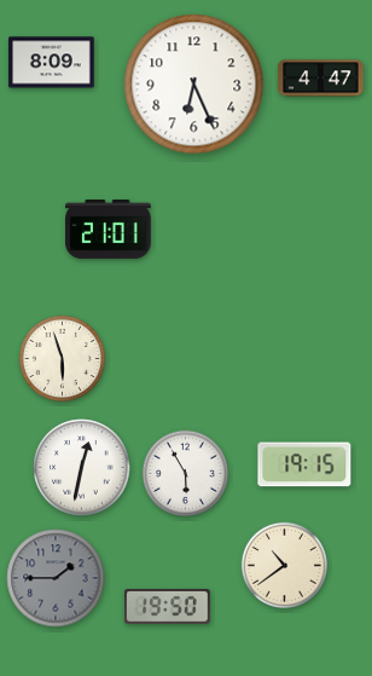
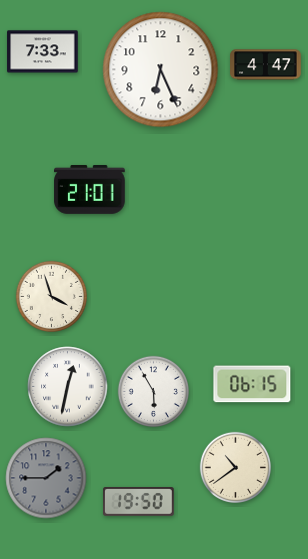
clock at (52, 63): 8:09 -> 7:33
clock at (62, 358): 5:57 -> 3:57
clock at (304, 464): 19:15 -> 06:15
